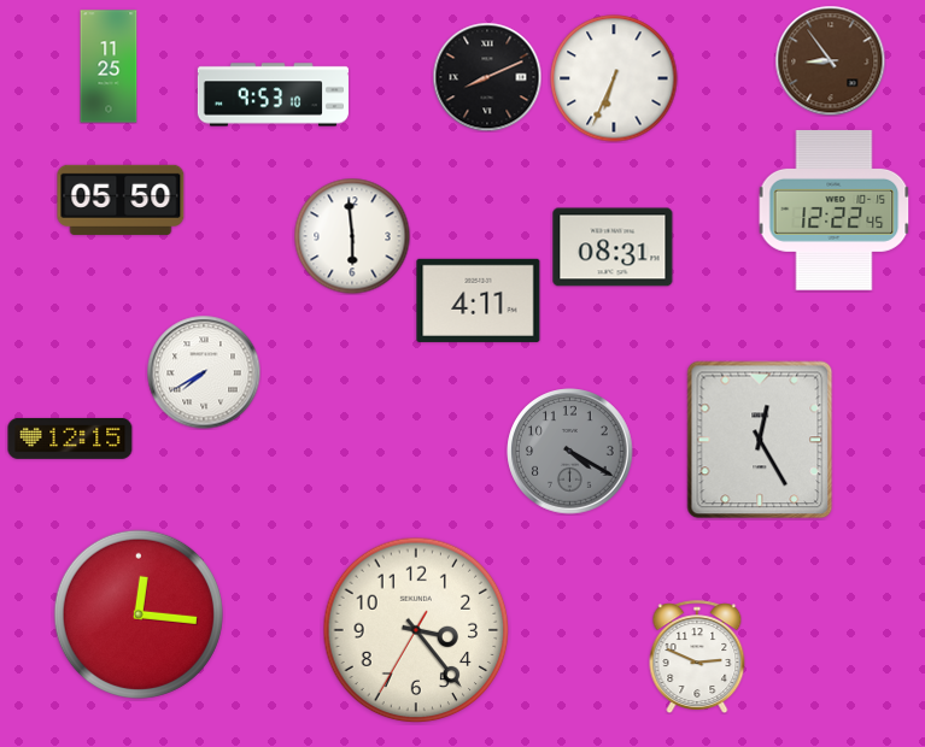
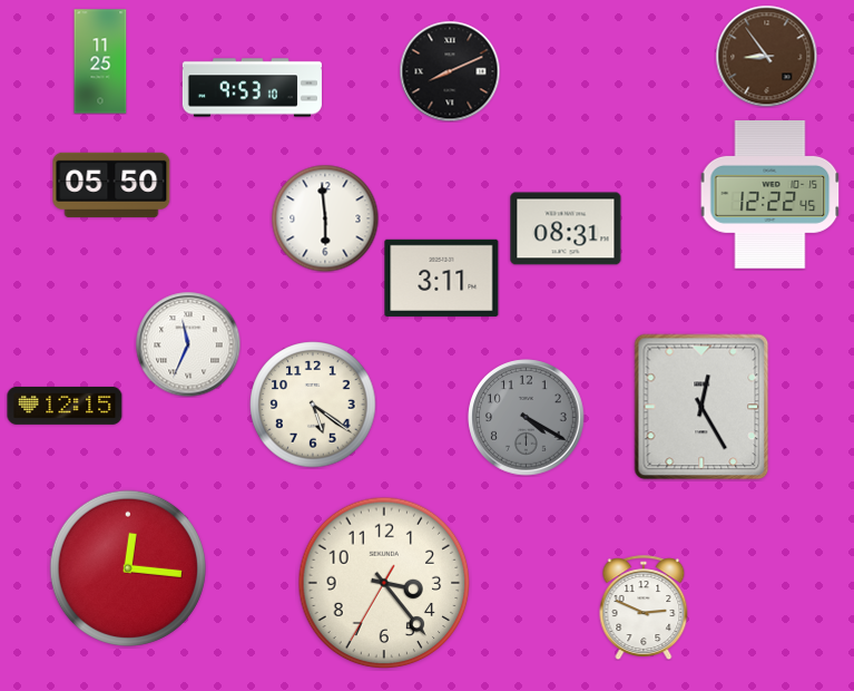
clock at (614, 78): 6:34 -> none
clock at (479, 300): 4:11 -> 3:11
clock at (204, 372): 7:40 -> 11:34
clock at (313, 405): none -> 5:21
